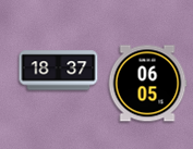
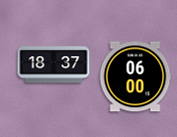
clock at (147, 84): 06:05 -> 06:00
